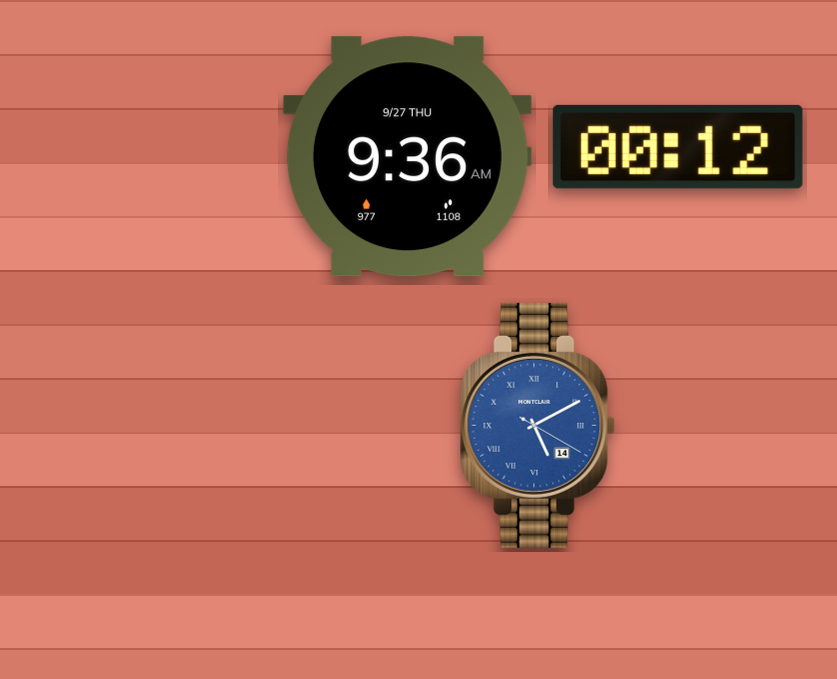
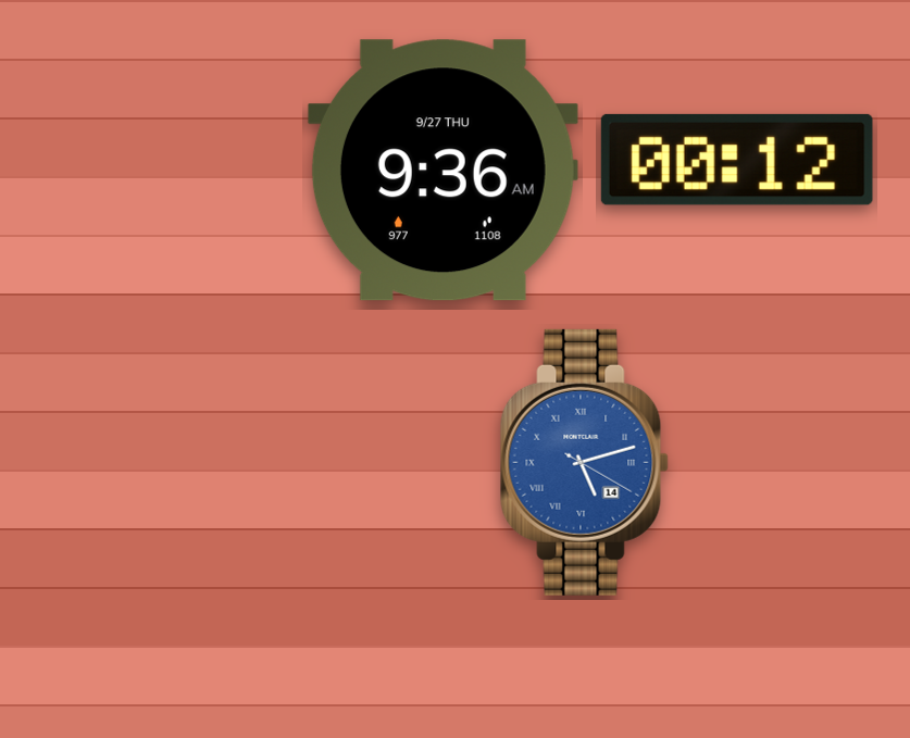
clock at (537, 425): 5:10 -> 5:12
